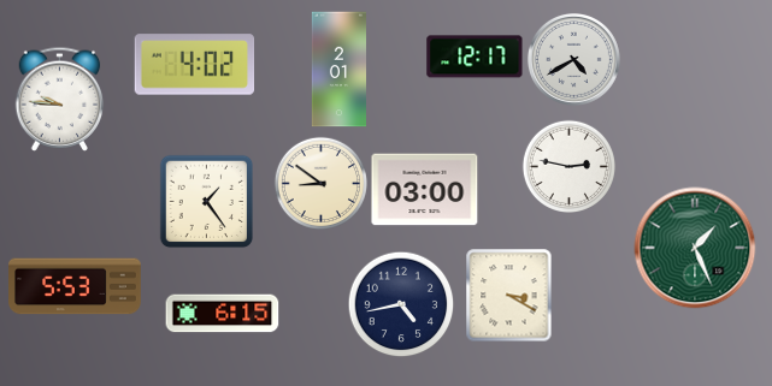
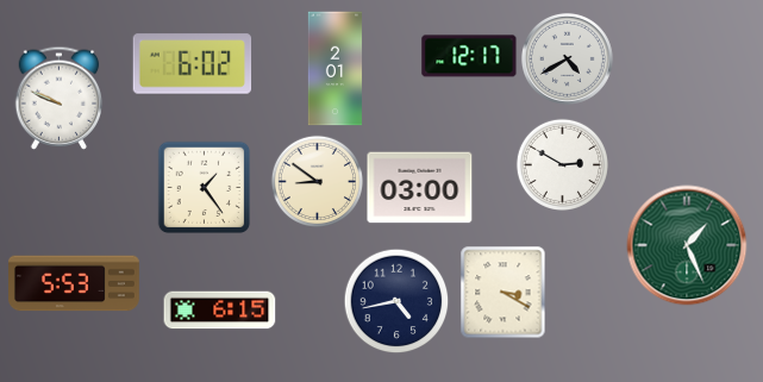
clock at (195, 65): 4:02 -> 6:02
clock at (60, 99): 9:46 -> 9:49
clock at (568, 166): 2:47 -> 2:50
clock at (206, 201) position: (206, 201) -> (204, 187)
